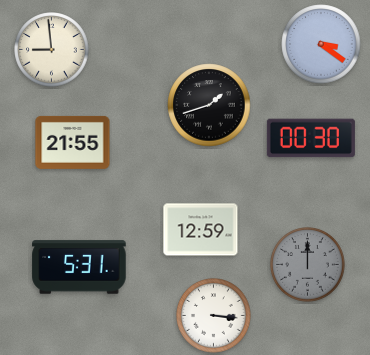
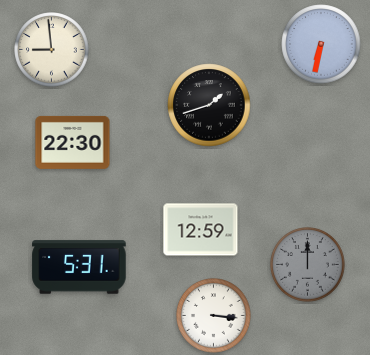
clock at (321, 44): 3:21 -> 6:32
clock at (311, 138): 00:30 -> none
clock at (73, 142): 21:55 -> 22:30
